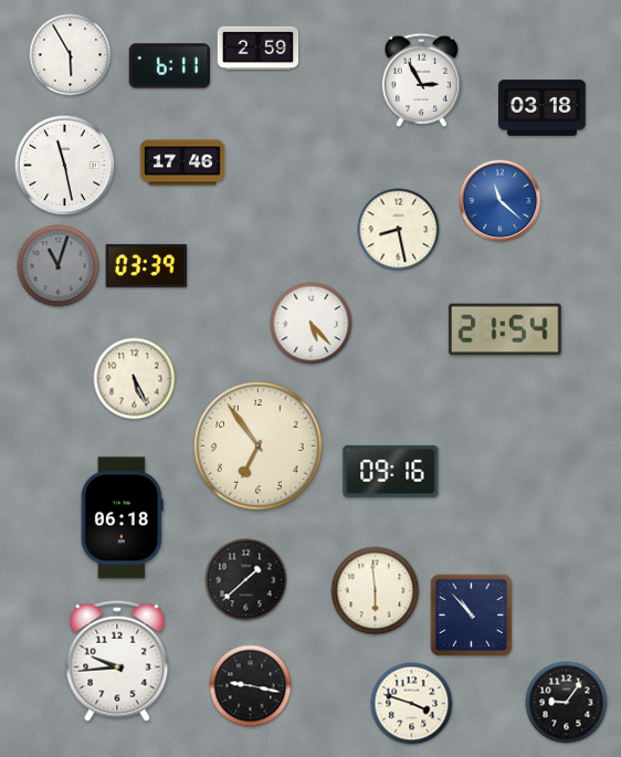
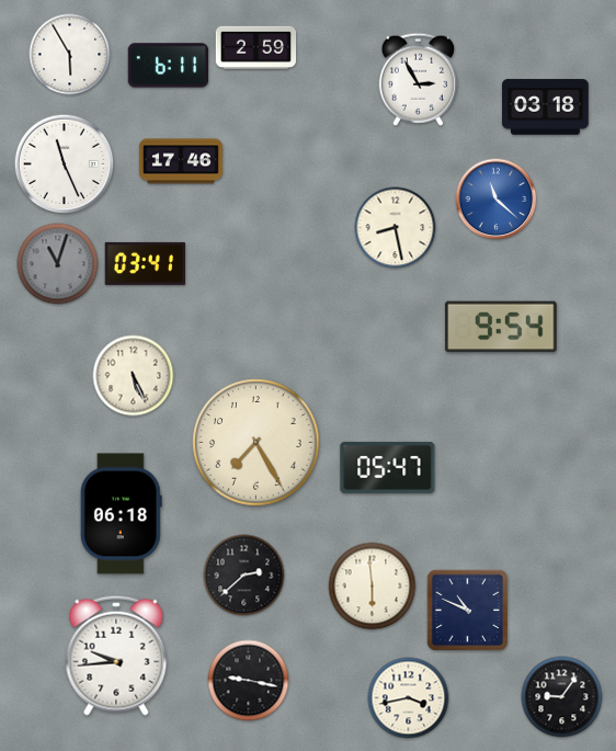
clock at (543, 108) position: (543, 108) -> (546, 107)
clock at (65, 166): 11:28 -> 11:26
clock at (147, 265): 03:39 -> 03:41
clock at (312, 324): 5:23 -> none
clock at (505, 329): 21:54 -> 9:54
clock at (259, 446): 6:54 -> 7:25
clock at (391, 471): 09:16 -> 05:47
clock at (246, 580): 1:38 -> 2:38
clock at (471, 614): 10:53 -> 10:49
clock at (412, 704): 3:48 -> 3:43
